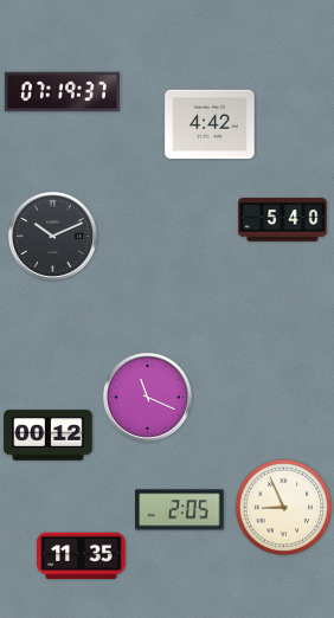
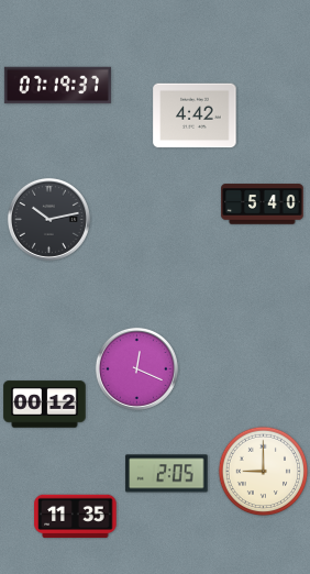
clock at (52, 236): 10:11 -> 10:13
clock at (147, 397): 11:19 -> 12:19
clock at (284, 508): 8:56 -> 9:00
